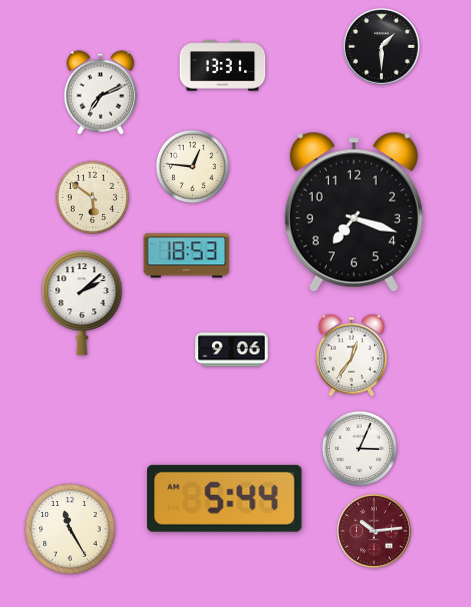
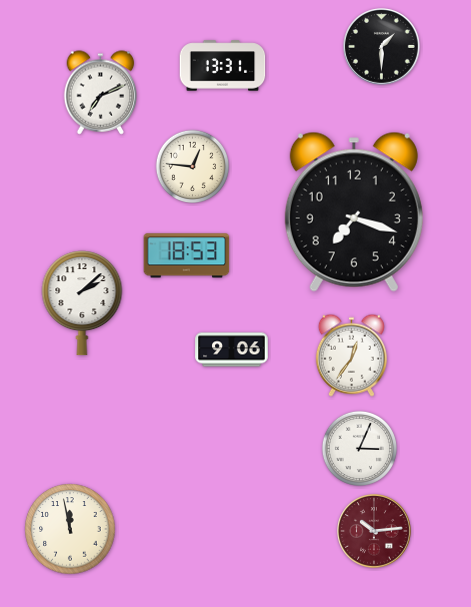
clock at (93, 198): 5:51 -> none
clock at (225, 498): 5:44 -> none
clock at (70, 529): 11:25 -> 11:58
